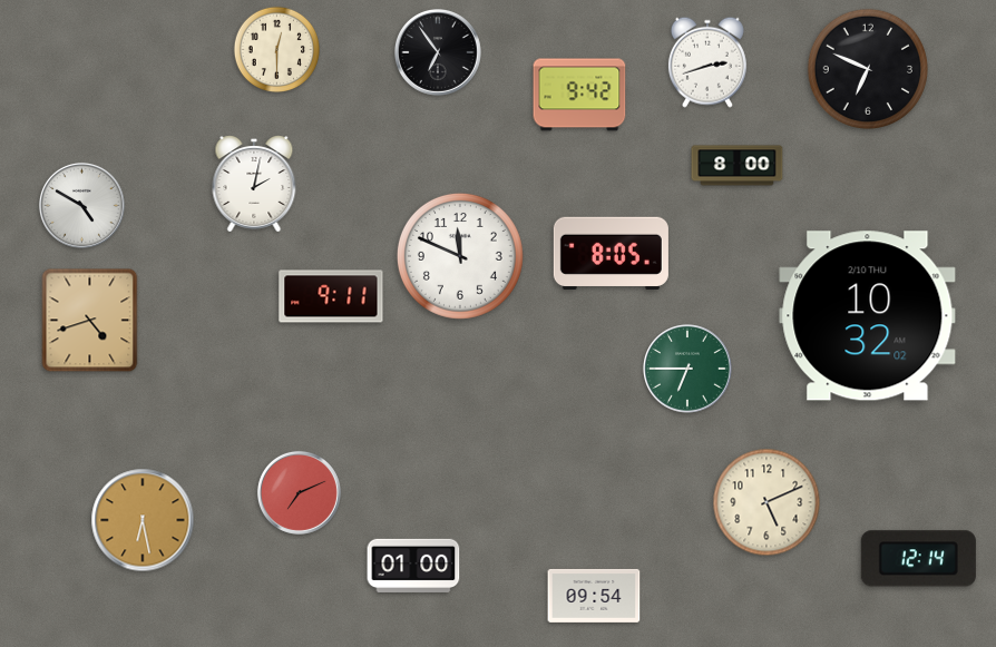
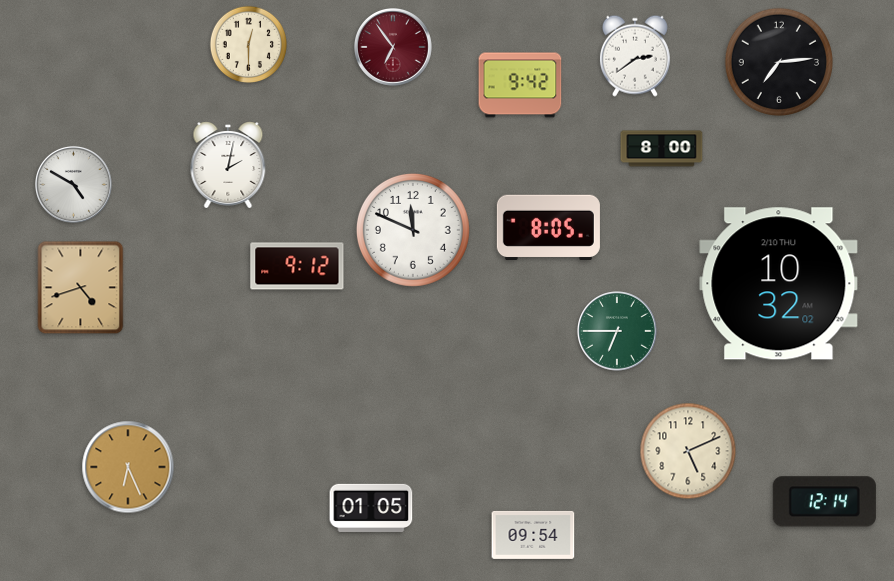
clock at (439, 53) dial: black -> burgundy
clock at (707, 62): 2:42 -> 2:39
clock at (867, 68): 6:49 -> 7:14
clock at (331, 296): 9:11 -> 9:12
clock at (299, 492): 7:11 -> none
clock at (143, 520): 6:28 -> 6:26
clock at (413, 566): 01:00 -> 01:05
